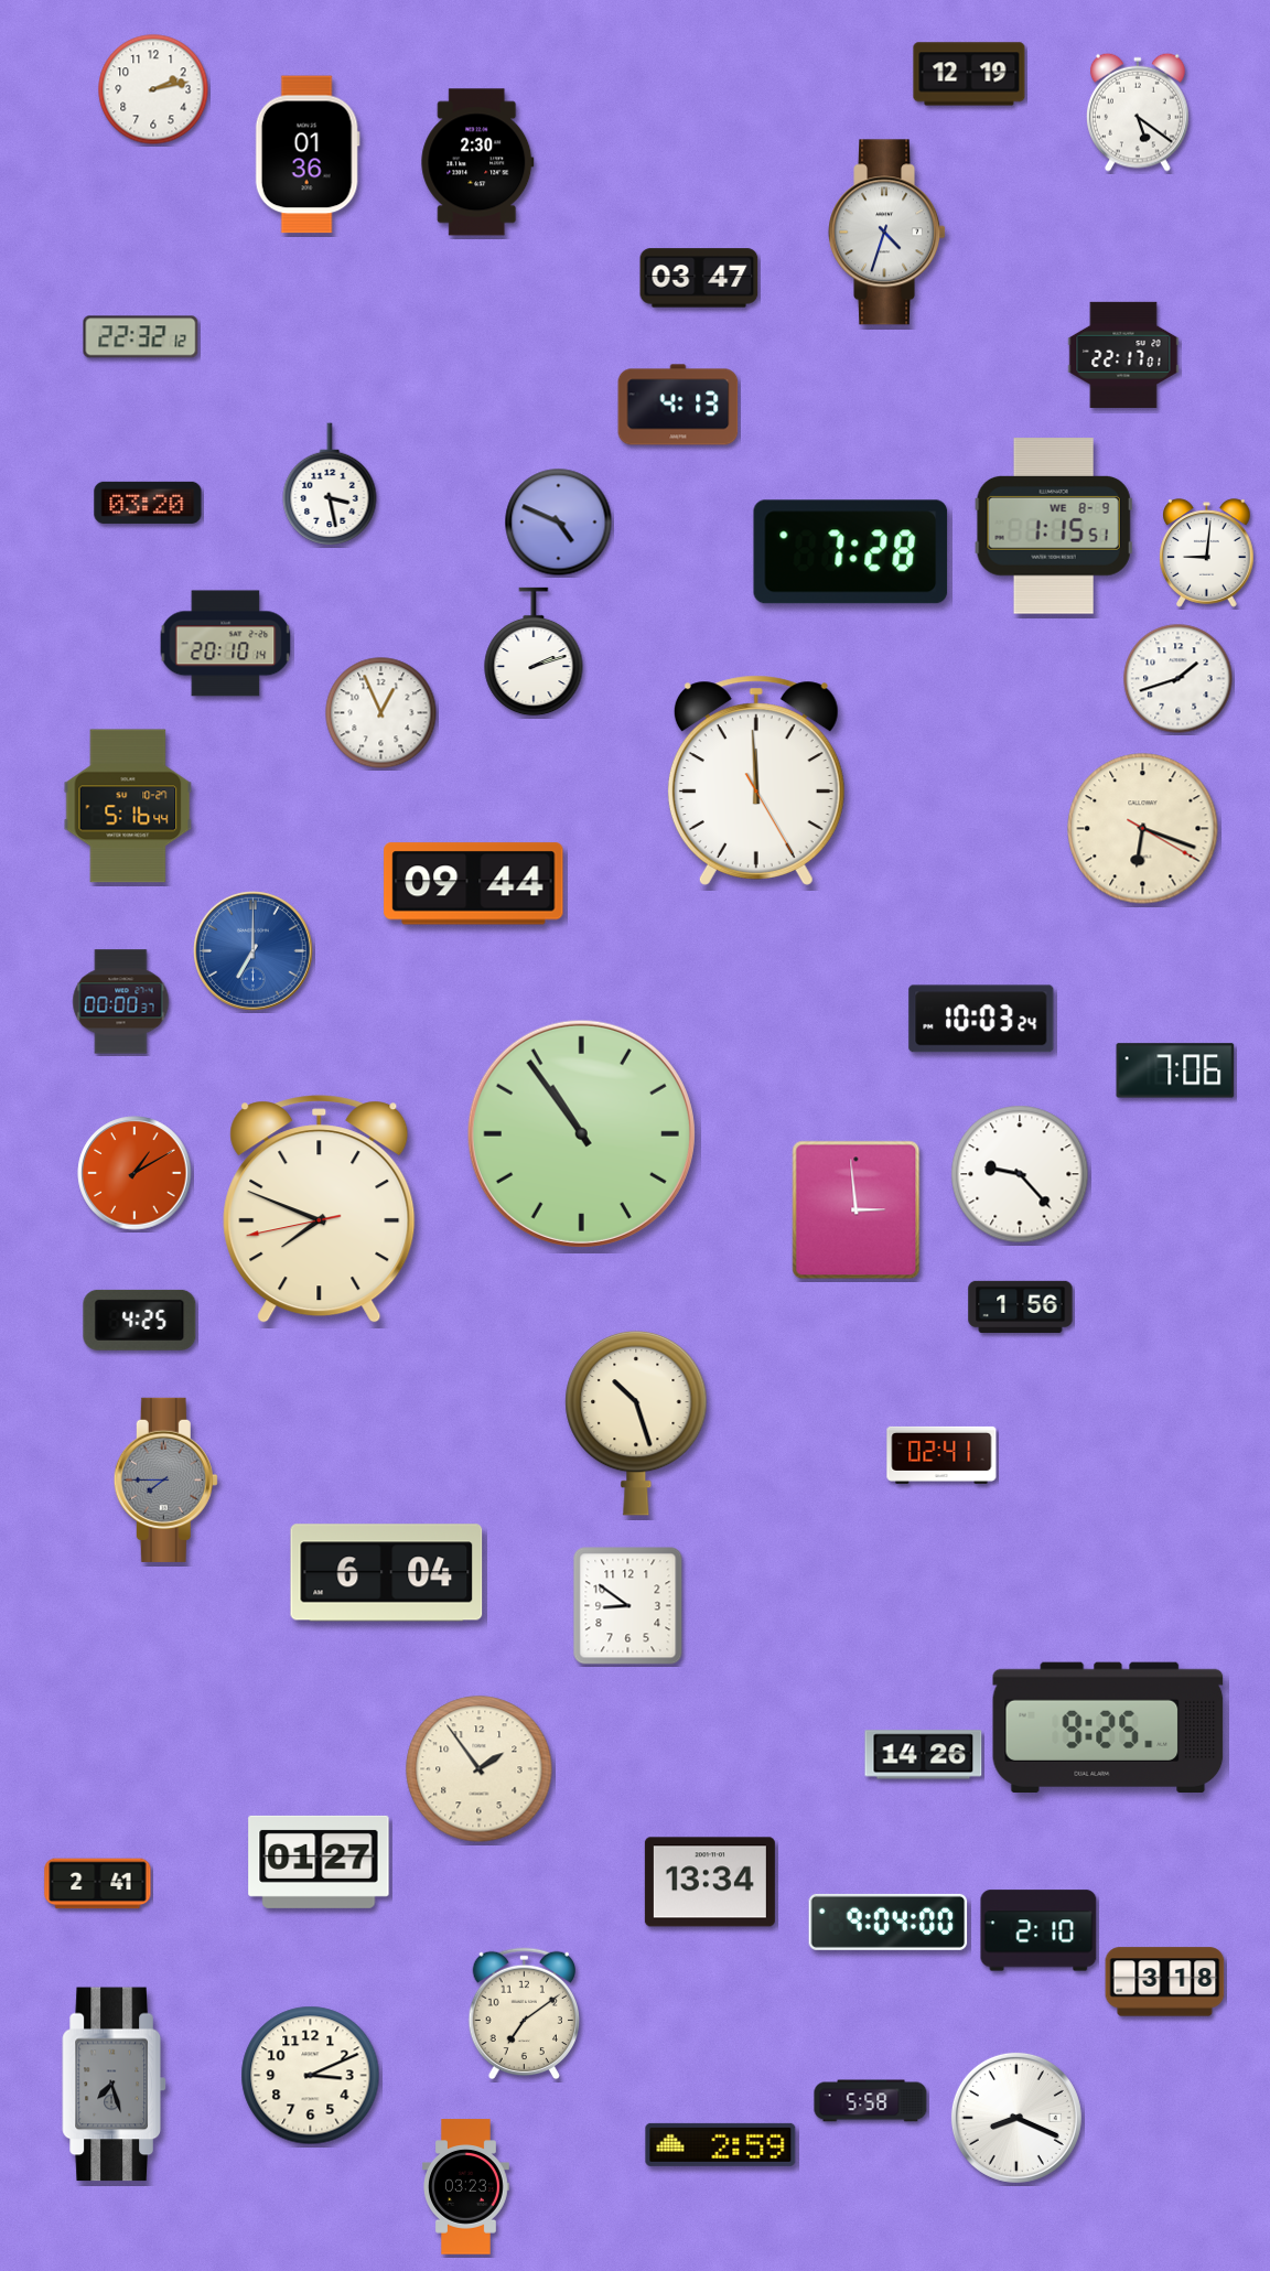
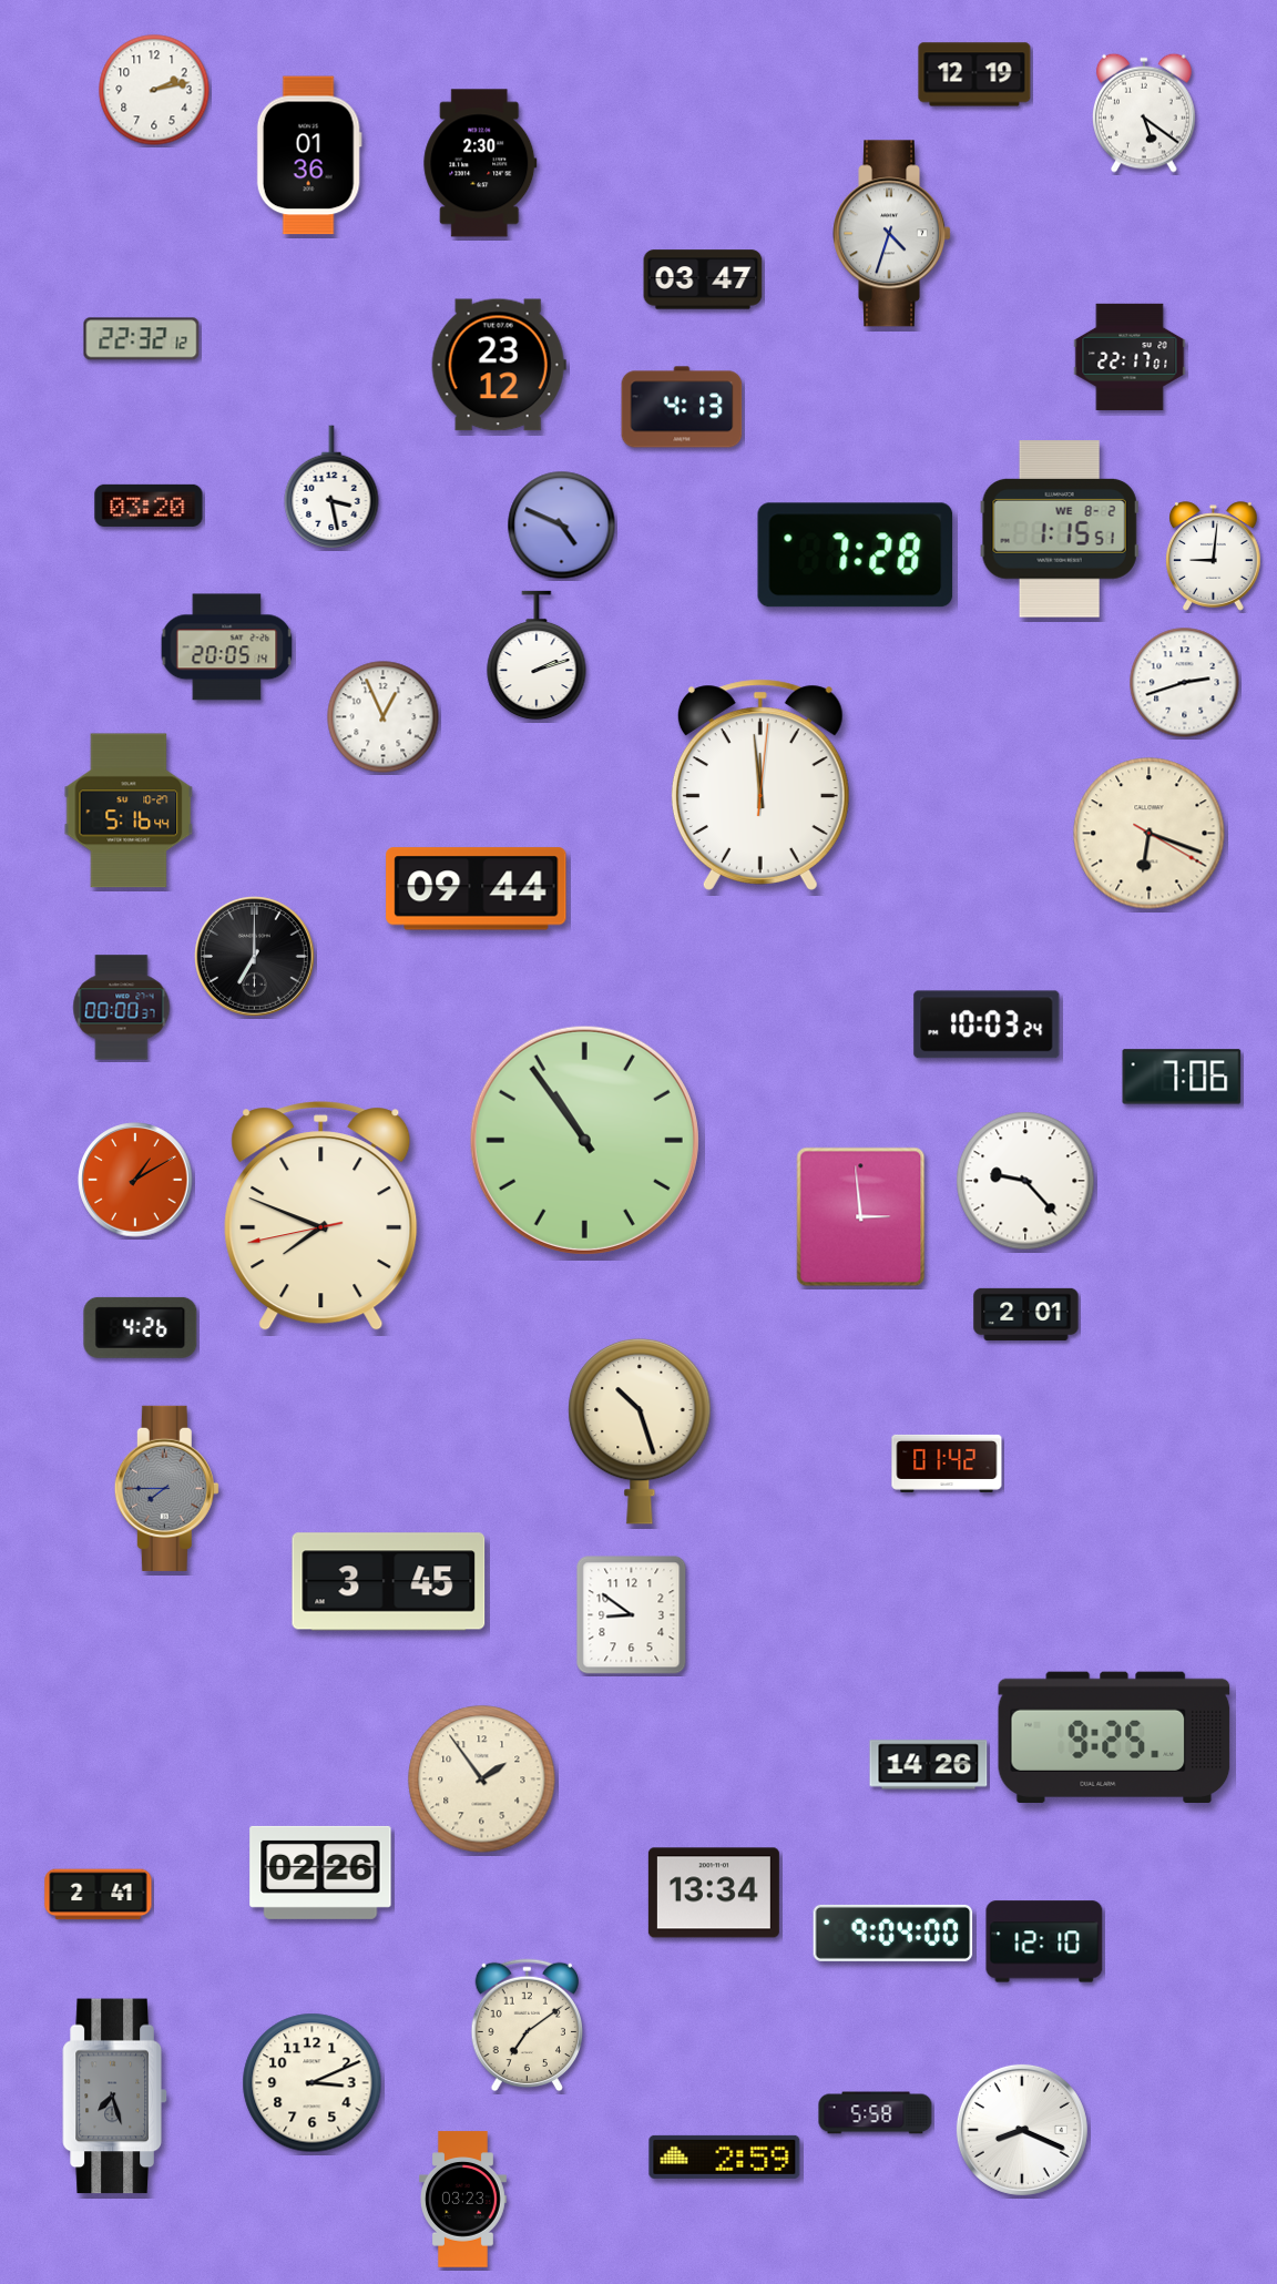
clock at (499, 365): none -> 23:12
clock at (1054, 526) date: WE 8-9 -> WE 8-2
clock at (226, 644): 20:10 -> 20:05
clock at (1178, 679): 1:42 -> 2:42
clock at (756, 781): 11:59:25 -> 11:59:01
clock at (254, 951) dial: blue -> black
clock at (1021, 1306): 1:56 -> 2:01
clock at (140, 1320): 4:25 -> 4:26
clock at (941, 1455): 02:41 -> 01:42
clock at (387, 1573): 6:04 -> 3:45
clock at (319, 1862): 01:27 -> 02:26
clock at (1038, 1930): 2:10 -> 12:10
clock at (1165, 1982): 3:18 -> none
clock at (311, 2076) position: (311, 2076) -> (313, 2083)
clock at (466, 2187) position: (466, 2187) -> (463, 2200)
